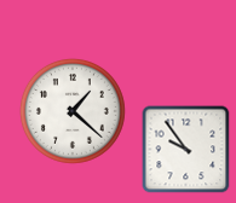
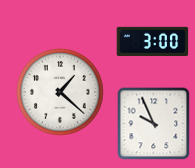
clock at (153, 41): none -> 3:00
clock at (186, 150): 9:54 -> 9:56
